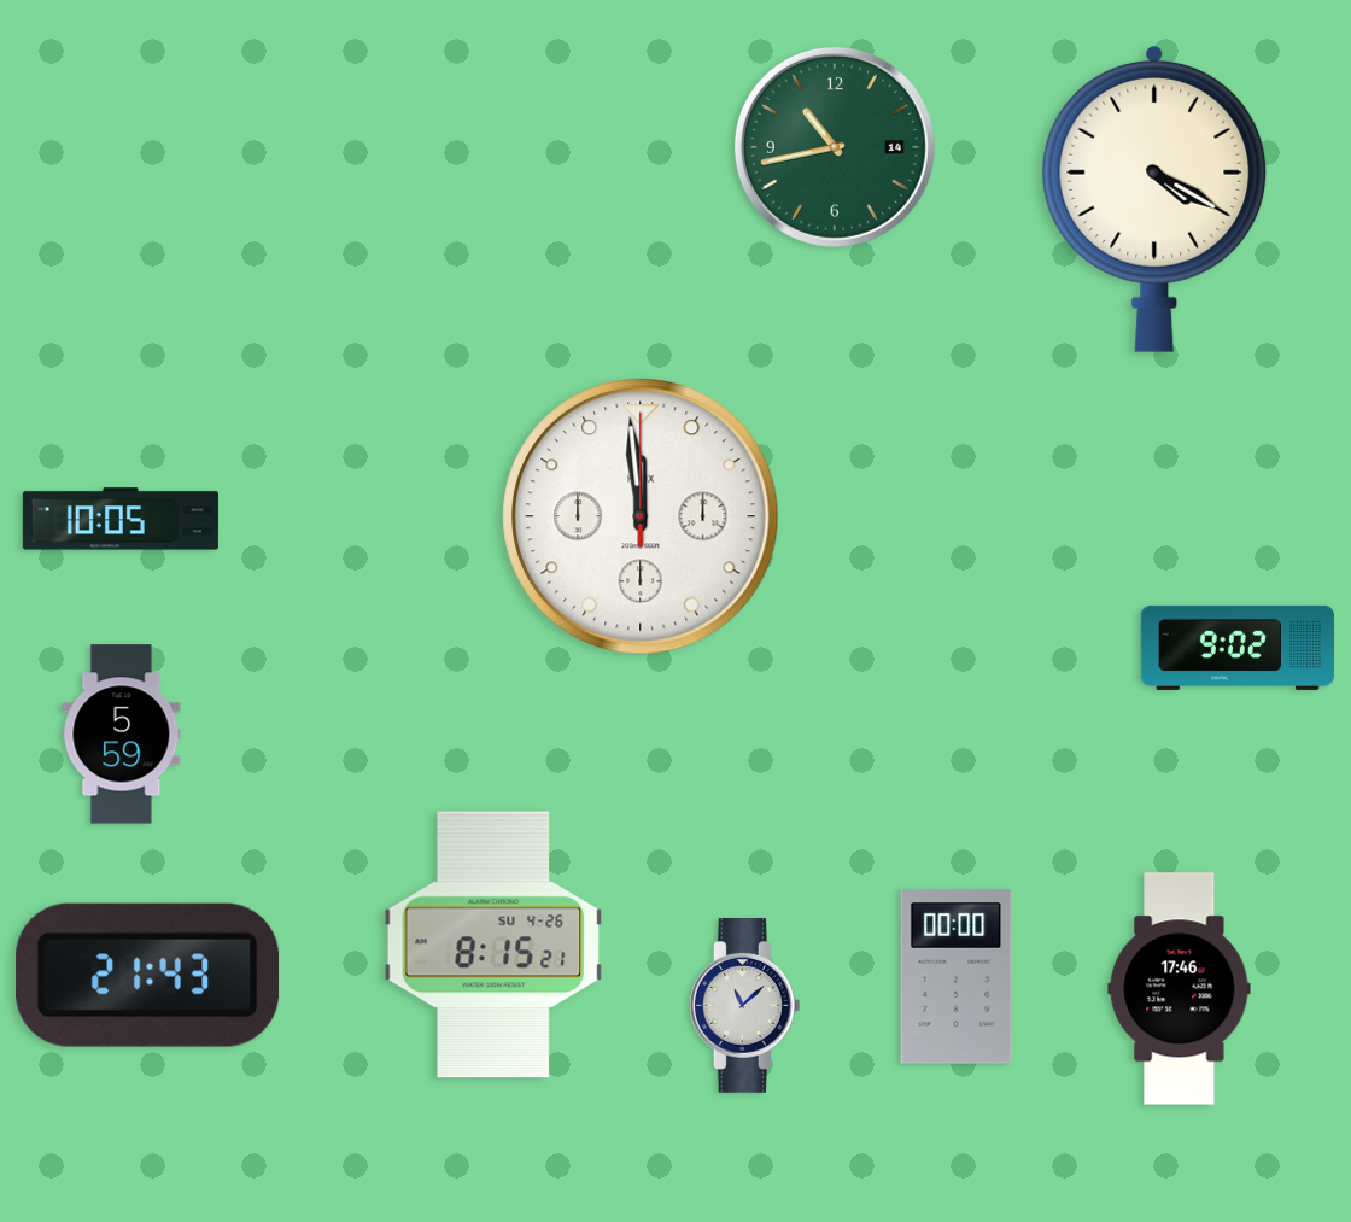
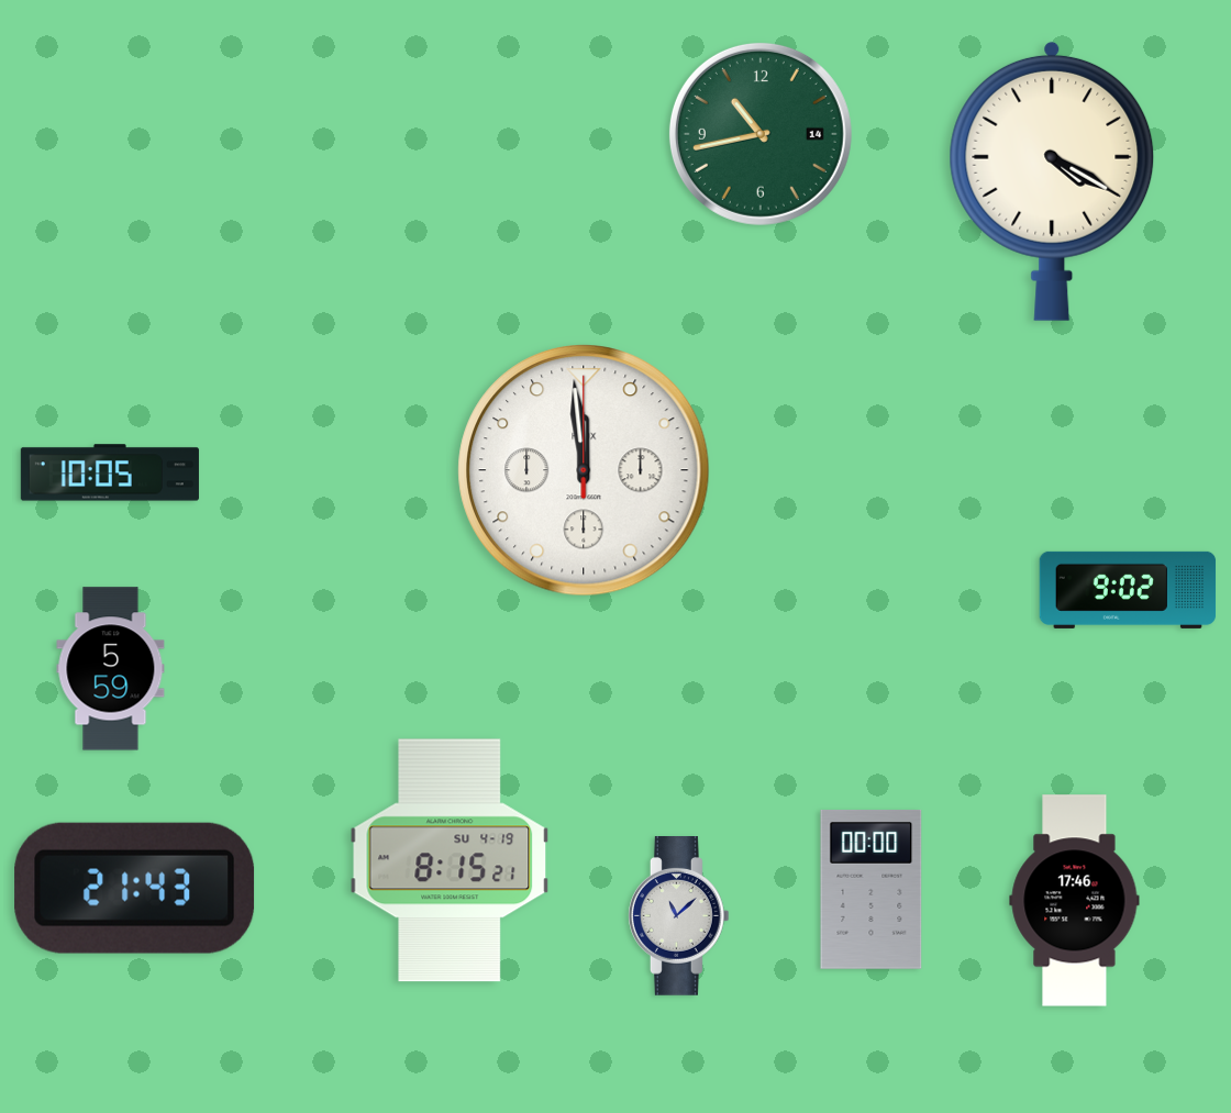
clock at (493, 945) date: SU 4-26 -> SU 4-19
